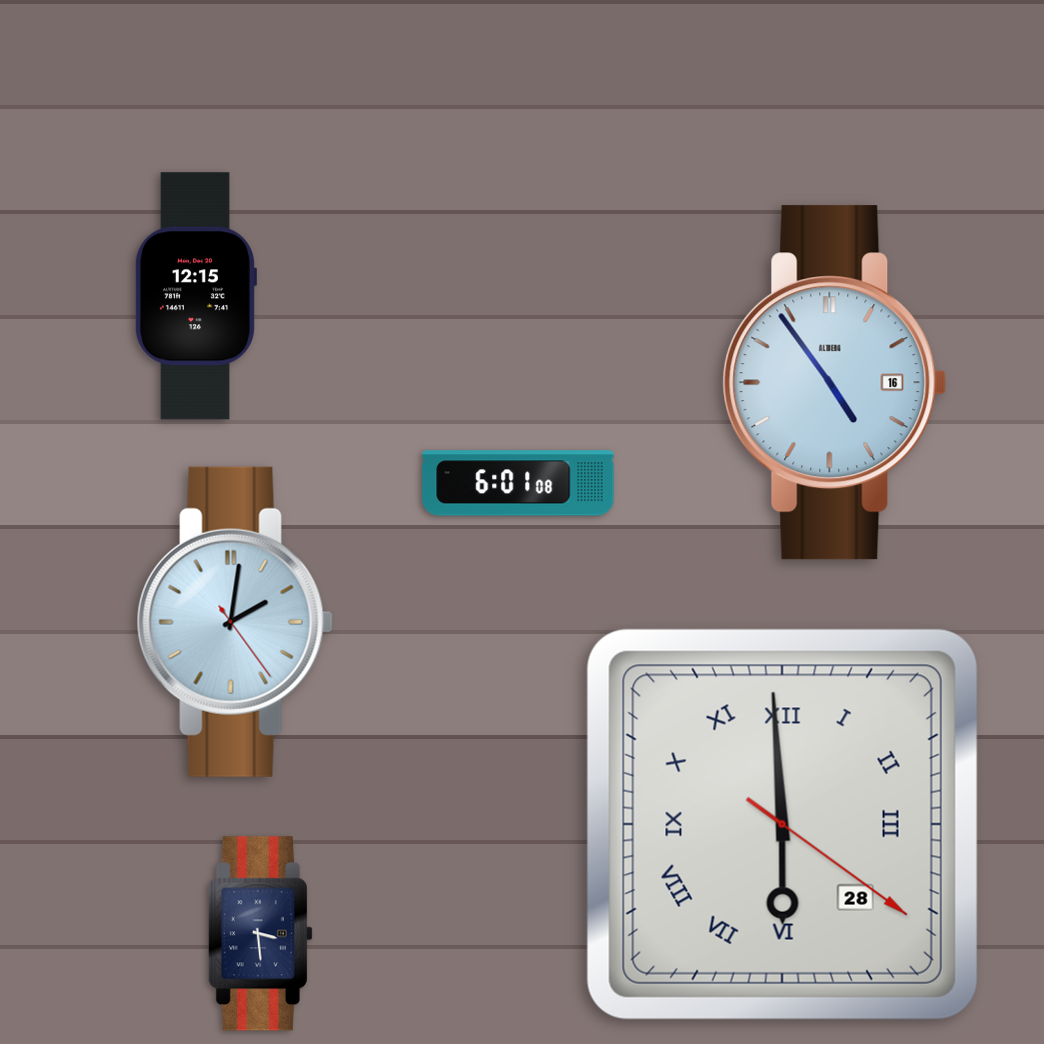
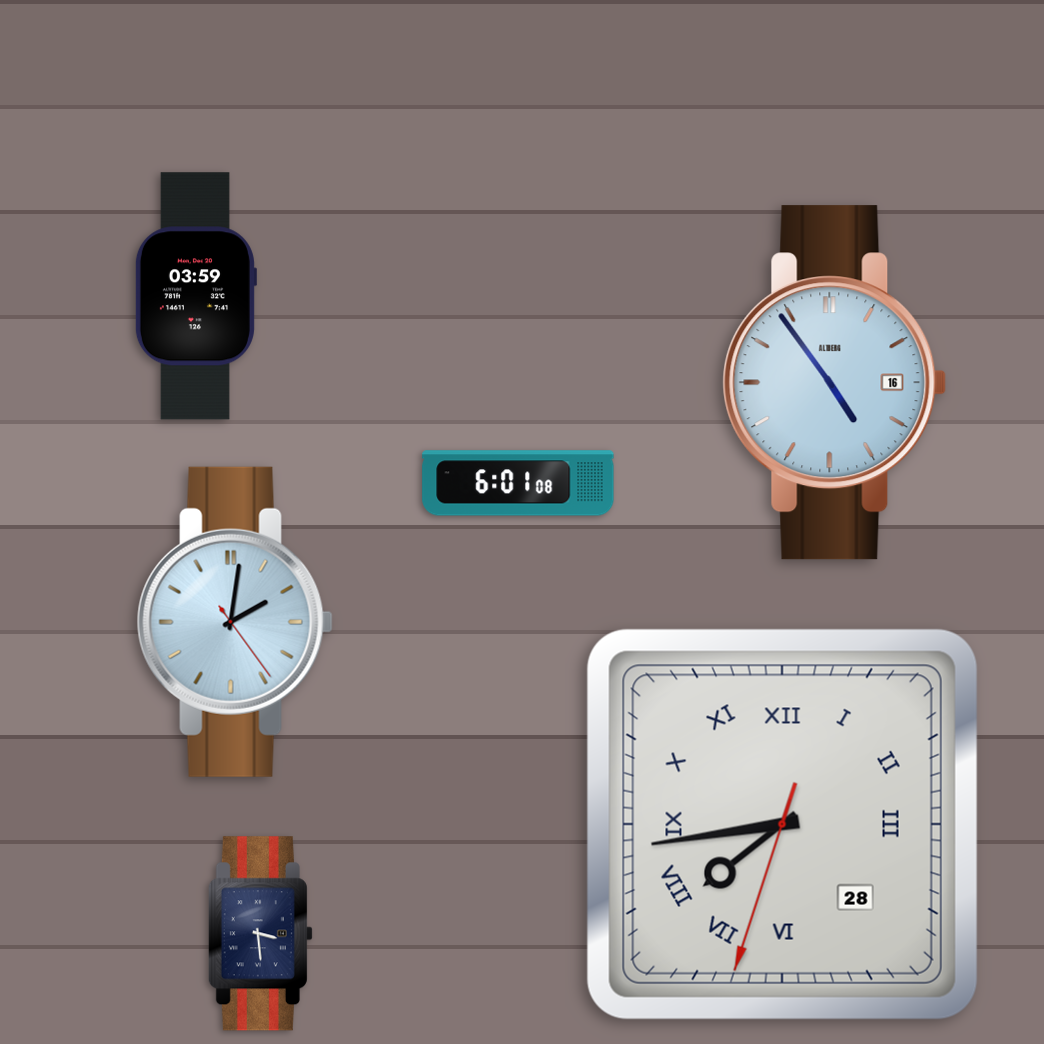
clock at (195, 296): 12:15 -> 03:59
clock at (782, 824): 5:59 -> 7:43
